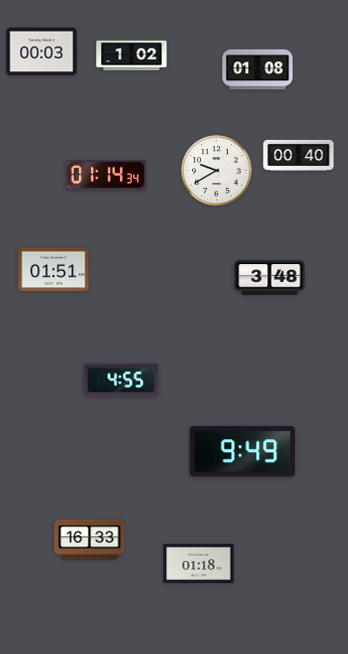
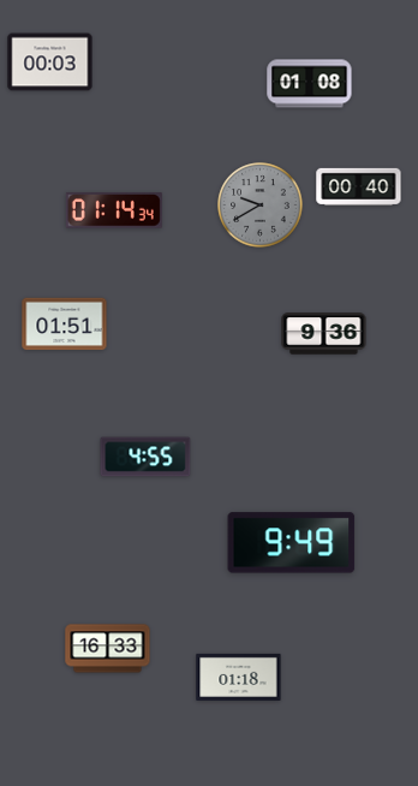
clock at (132, 56): 1:02 -> none
clock at (217, 171) dial: white -> grey
clock at (106, 175) position: (106, 175) -> (114, 210)
clock at (270, 278): 3:48 -> 9:36
